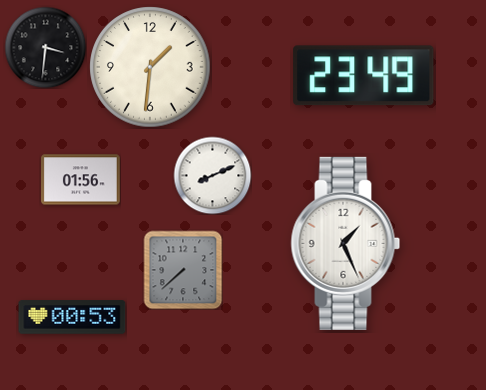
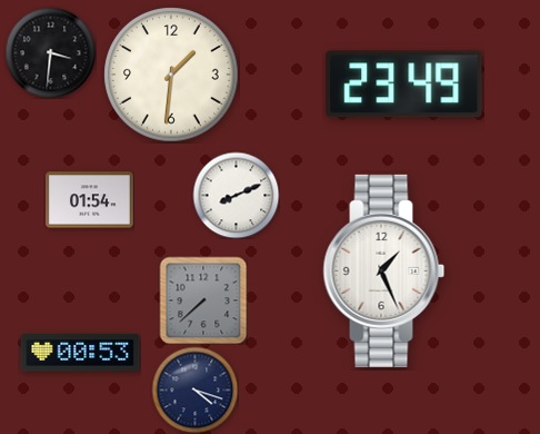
clock at (150, 67) position: (150, 67) -> (171, 75)
clock at (81, 180): 01:56 -> 01:54
clock at (194, 389): none -> 4:18
